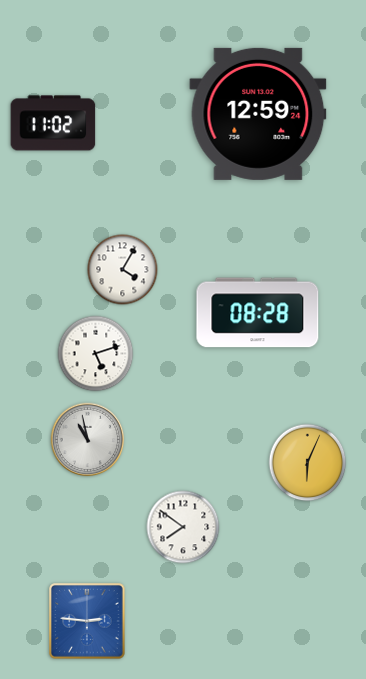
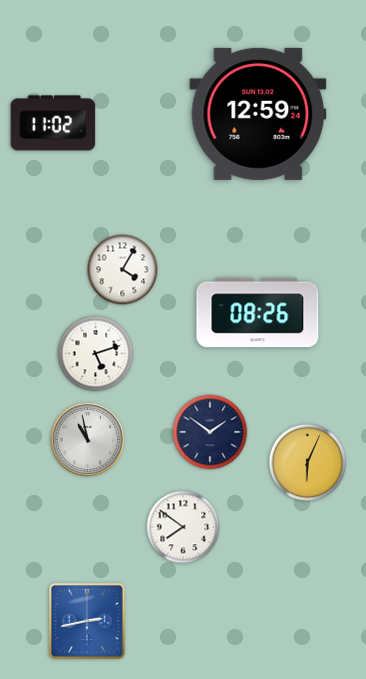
clock at (258, 313): 08:28 -> 08:26
clock at (210, 432): none -> 1:51
clock at (88, 622): 2:46 -> 2:43
